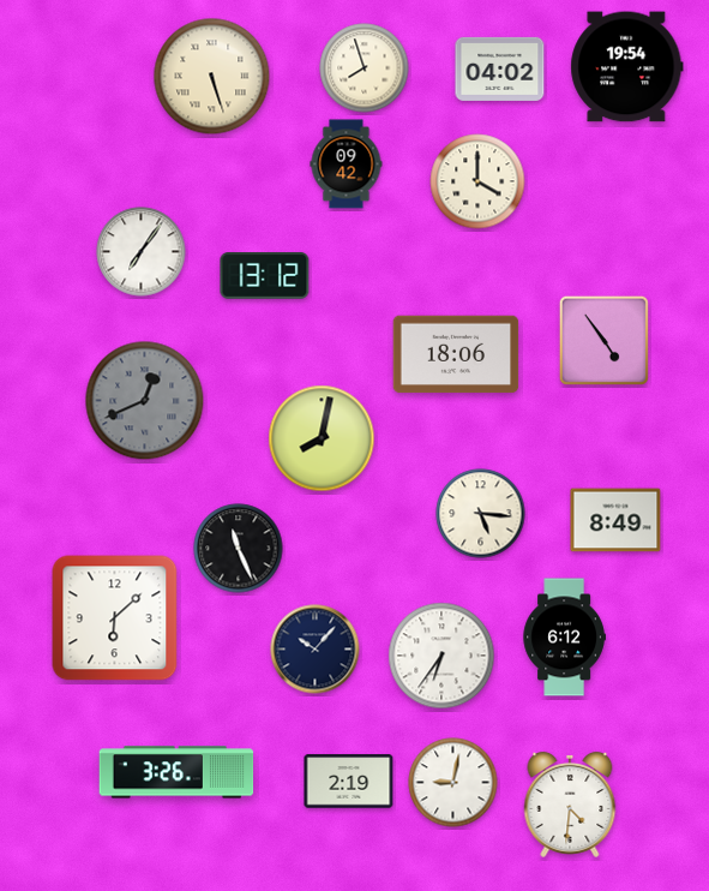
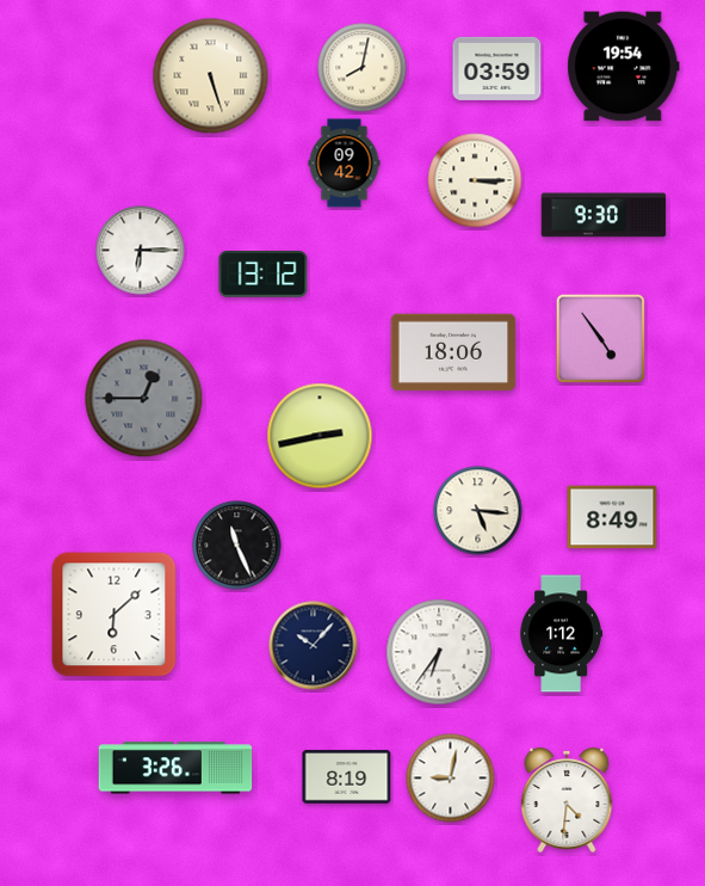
clock at (365, 68): 7:57 -> 8:02
clock at (500, 68): 04:02 -> 03:59
clock at (477, 181): 4:00 -> 3:15
clock at (604, 215): none -> 9:30
clock at (142, 252): 7:06 -> 6:15
clock at (145, 401): 12:41 -> 12:45
clock at (322, 438): 8:02 -> 2:43
clock at (564, 638): 6:12 -> 1:12
clock at (349, 782): 2:19 -> 8:19
